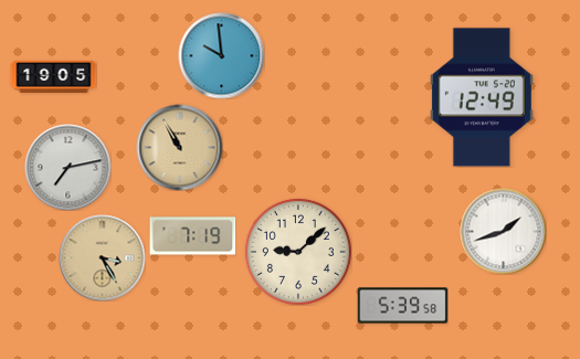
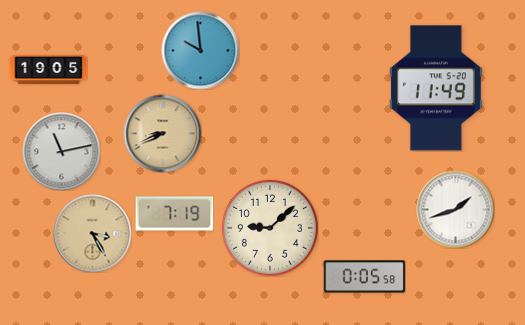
clock at (482, 97): 12:49 -> 11:49
clock at (179, 147): 10:55 -> 8:41
clock at (67, 167): 7:13 -> 11:13
clock at (402, 306): 5:39 -> 0:05
